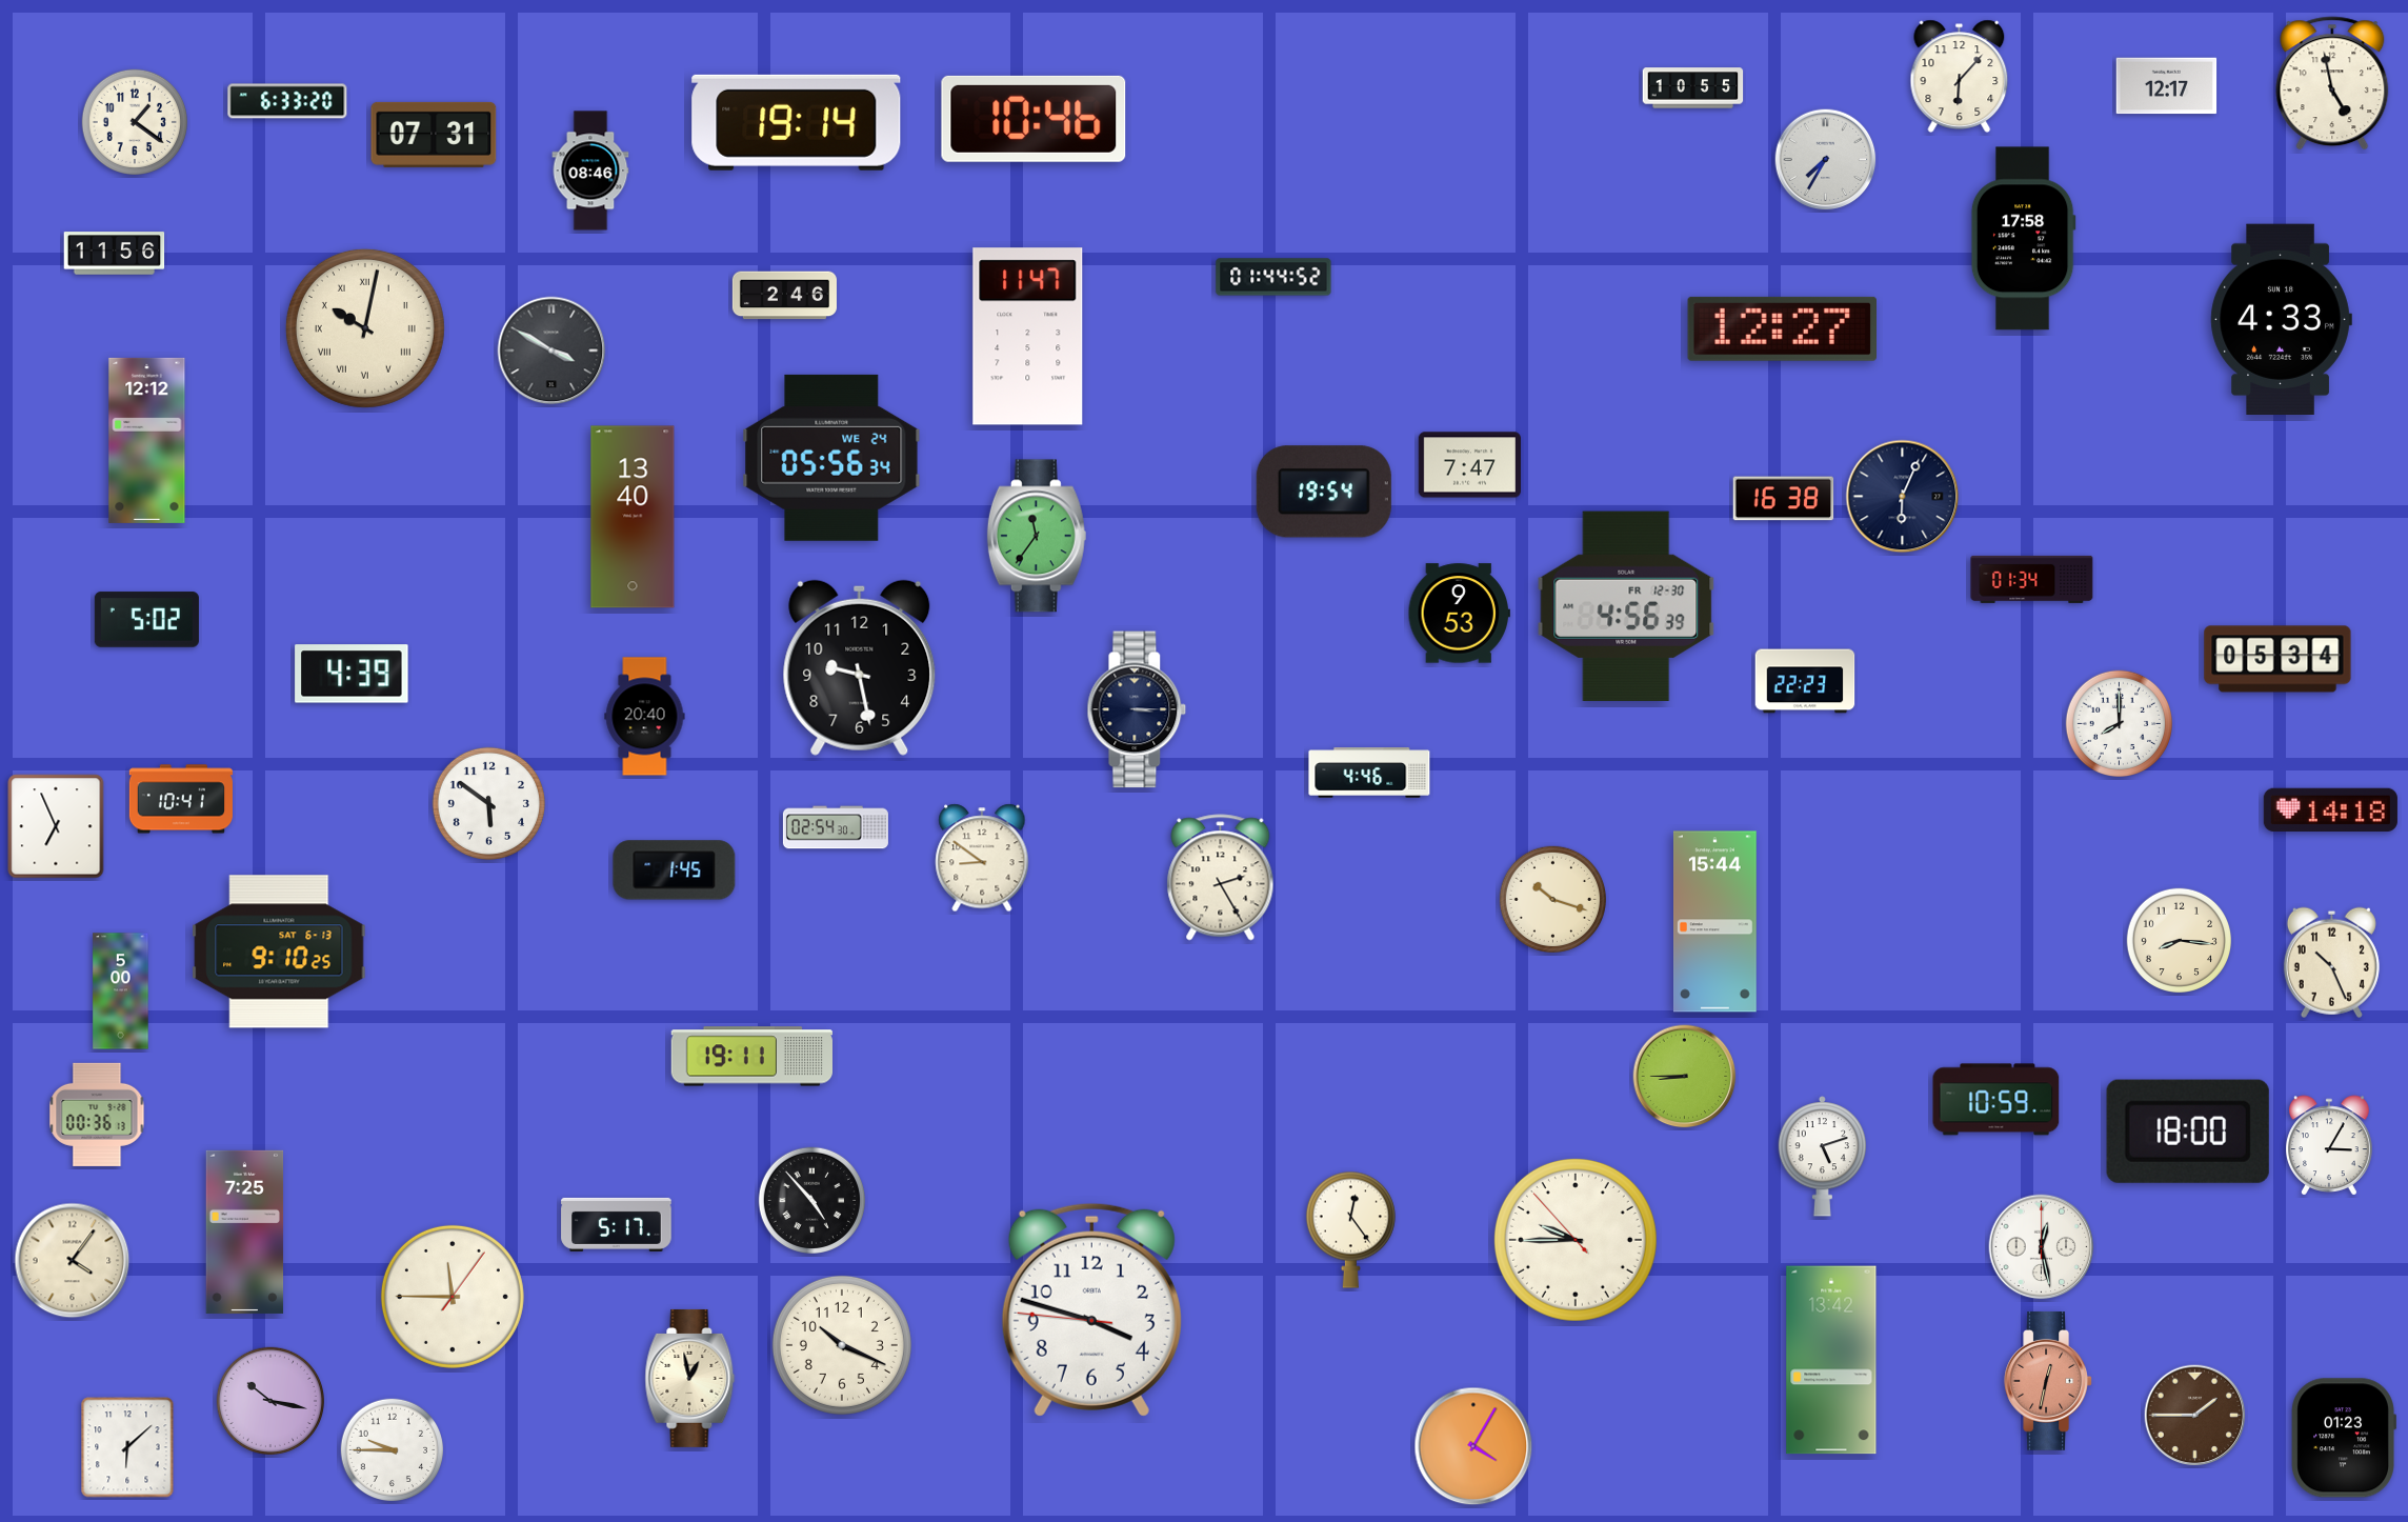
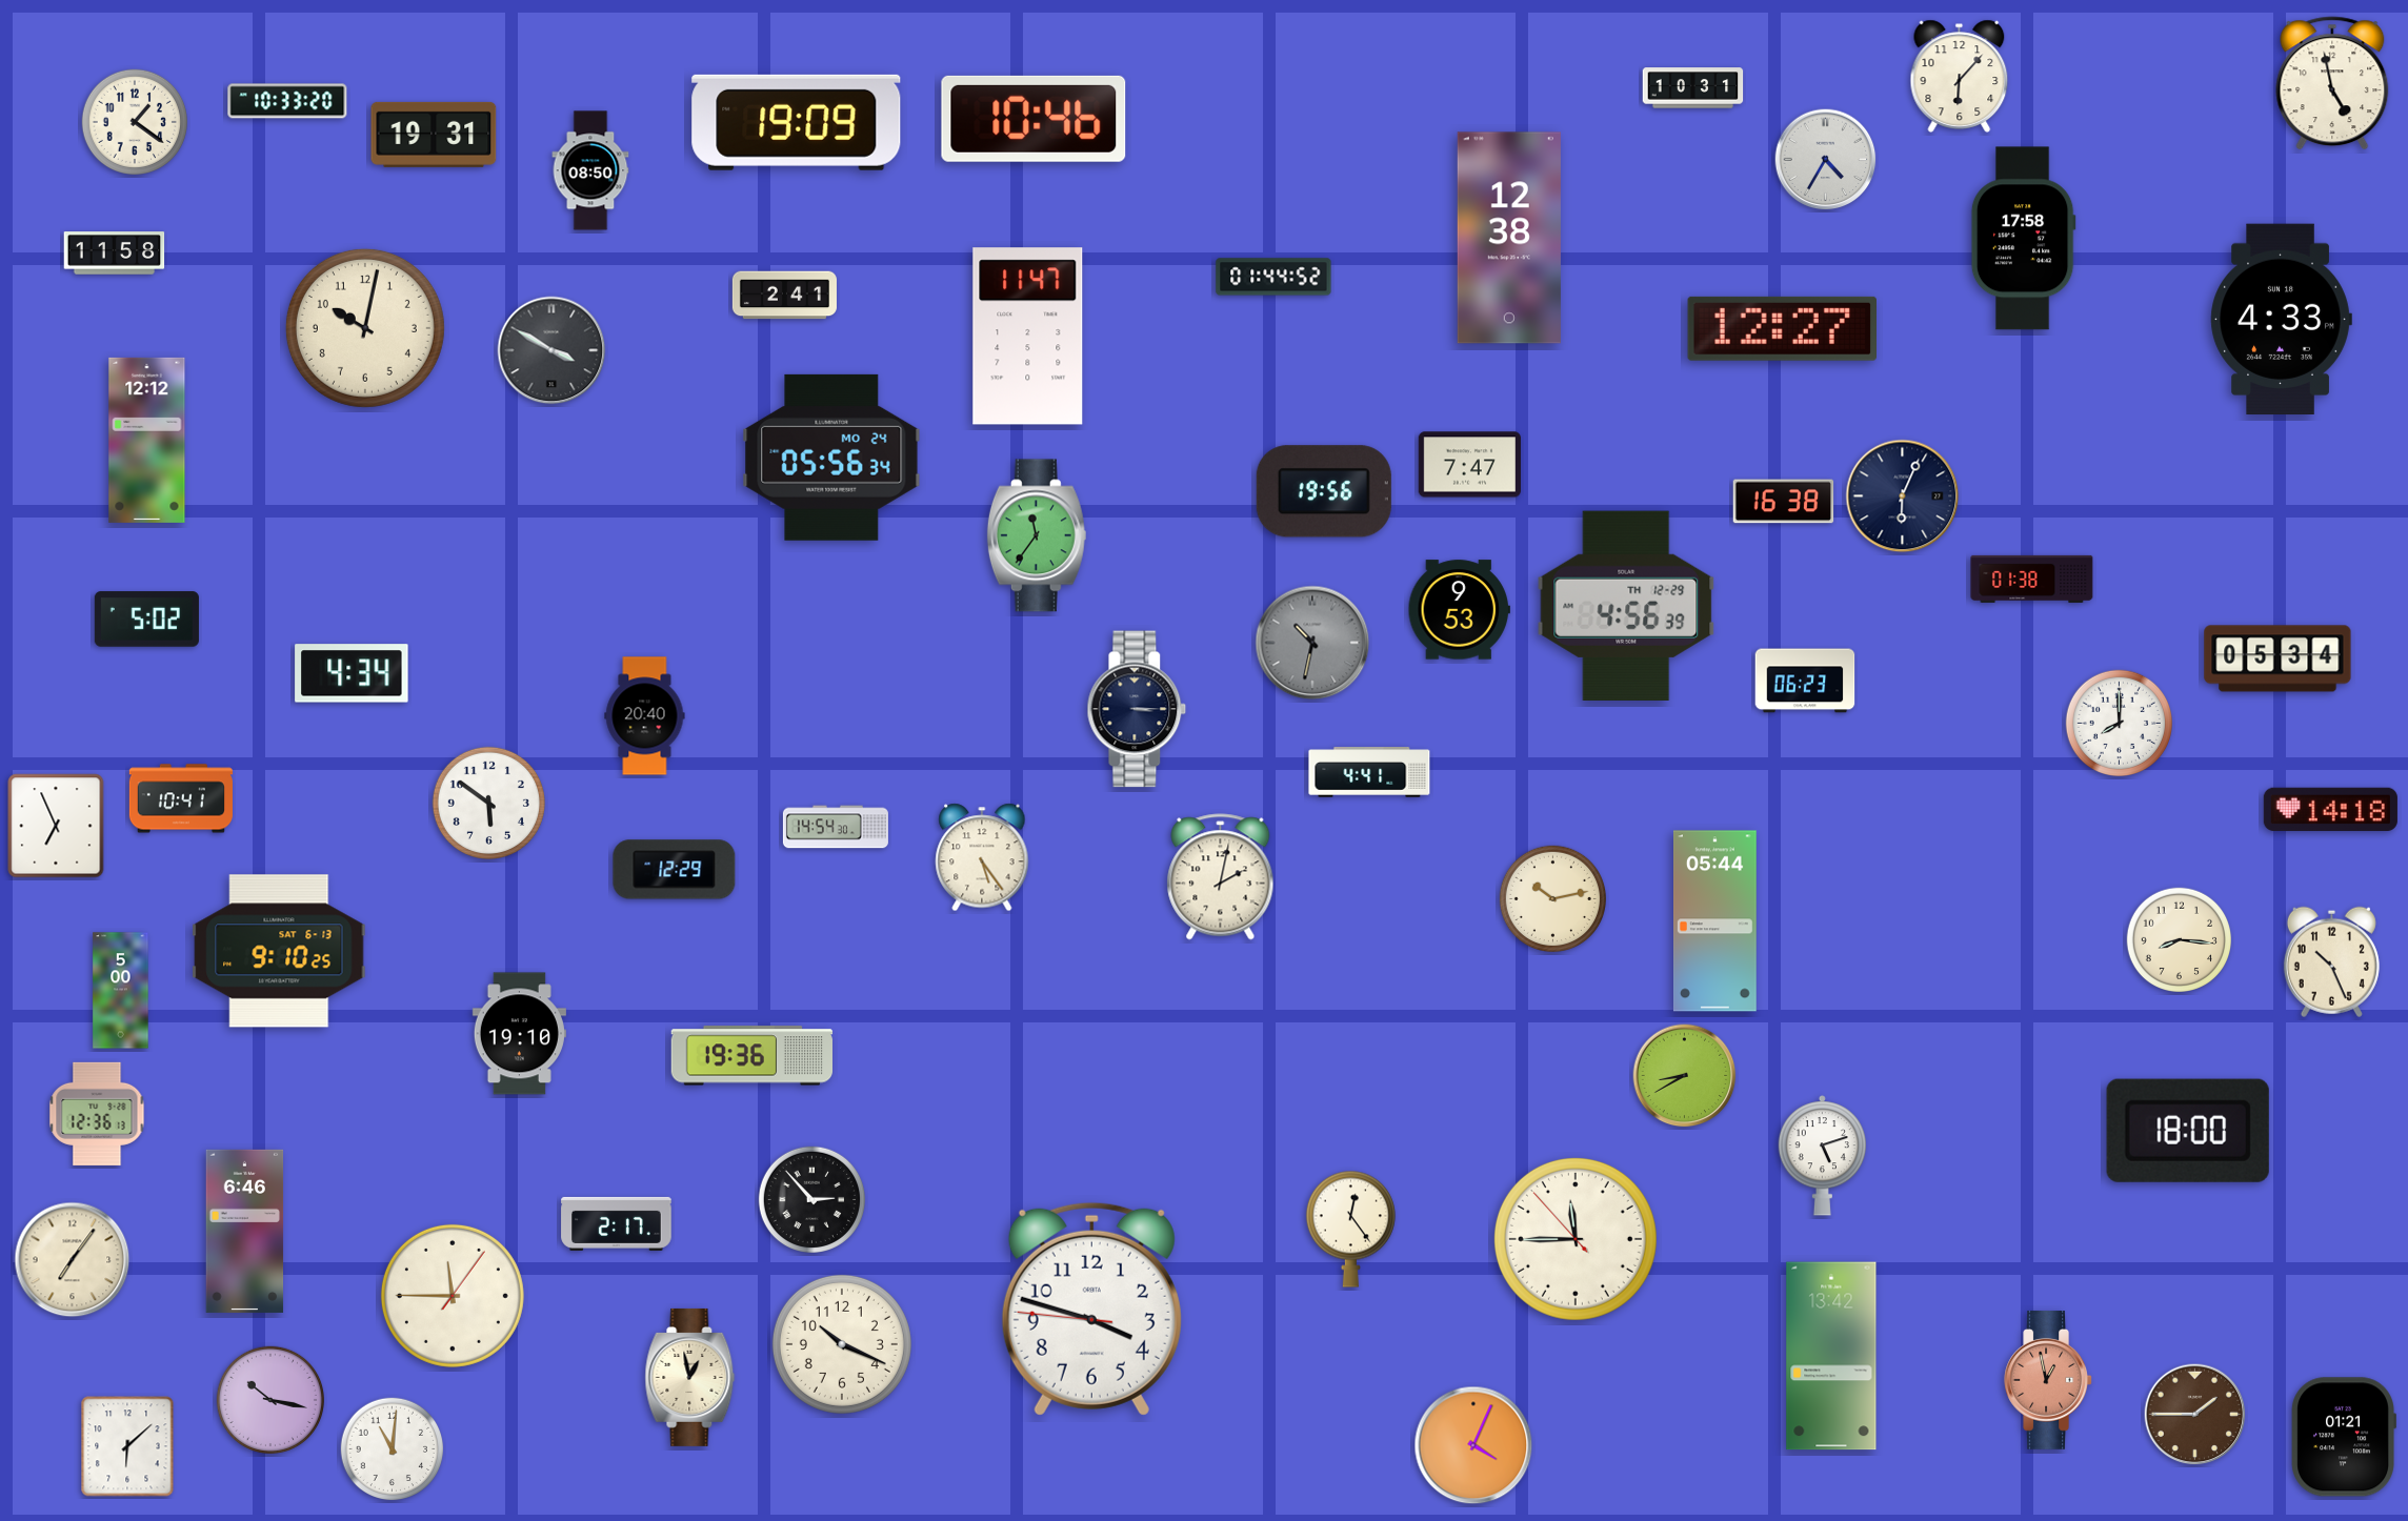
clock at (2167, 86): 12:17 -> none
clock at (1693, 88): 10:55 -> 10:31
clock at (287, 101): 6:33 -> 10:33
clock at (797, 122): 19:14 -> 19:09
clock at (434, 135): 07:31 -> 19:31
clock at (1826, 160): 7:35 -> 4:35
clock at (590, 171): 08:46 -> 08:50
clock at (1509, 238): none -> 12:38
clock at (115, 254): 11:56 -> 11:58
clock at (784, 296): 2:46 -> 2:41
clock at (365, 328) numerals: Roman -> Arabic
clock at (831, 458) date: WE 24 -> MO 24
clock at (1324, 492): 19:54 -> 19:56
clock at (1784, 499) position: (1784, 499) -> (1784, 502)
clock at (633, 517): 13:40 -> none
clock at (2032, 579): 01:34 -> 01:38
clock at (1626, 606) date: FR 12-30 -> TH 12-29
clock at (1459, 614) position: (1459, 614) -> (1459, 610)
clock at (1312, 643): none -> 10:32
clock at (860, 667): 9:28 -> none
clock at (352, 674): 4:39 -> 4:34
clock at (1805, 681): 22:23 -> 06:23
clock at (1369, 773): 4:46 -> 4:41
clock at (836, 827): 02:54 -> 14:54
clock at (982, 858): 8:51 -> 5:24
clock at (675, 870): 1:45 -> 12:29
clock at (1221, 878): 2:25 -> 2:02
clock at (1552, 899): 10:18 -> 10:13
clock at (1715, 922): 15:44 -> 05:44
clock at (519, 1034): none -> 19:10
clock at (752, 1057): 19:11 -> 19:36
clock at (1685, 1077): 8:45 -> 8:40
clock at (1996, 1100): 10:59 -> none
clock at (97, 1115): 00:36 -> 12:36
clock at (2330, 1145): 3:05 -> none
clock at (811, 1200): 4:53 -> 2:53
clock at (617, 1224): 5:17 -> 2:17
clock at (245, 1231): 7:25 -> 6:46
clock at (1576, 1240): 9:44 -> 11:44
clock at (2042, 1247): 12:28 -> none
clock at (73, 1261): 4:06 -> 7:06
clock at (1831, 1360) position: (1831, 1360) -> (1831, 1356)
clock at (2048, 1381): 12:32 -> 12:58
clock at (2343, 1438): 01:23 -> 01:21
clock at (1473, 1446): 4:05 -> 4:04
clock at (393, 1450): 9:45 -> 11:01
